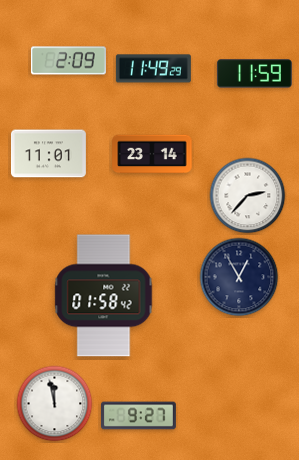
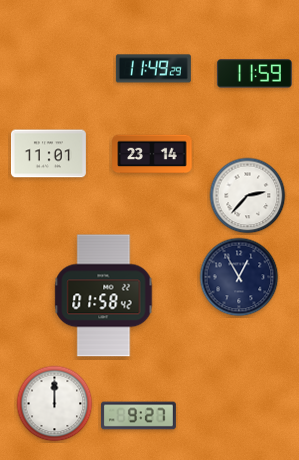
clock at (68, 61): 2:09 -> none
clock at (55, 404): 11:58 -> 12:00
